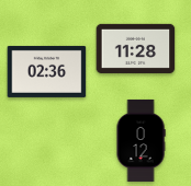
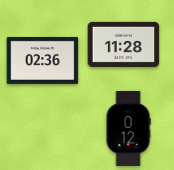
clock at (47, 71) position: (47, 71) -> (43, 60)
